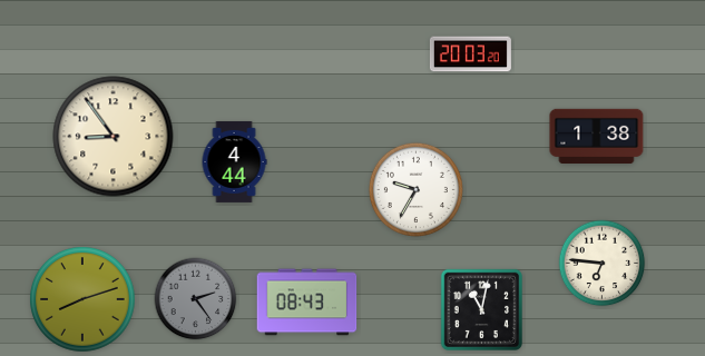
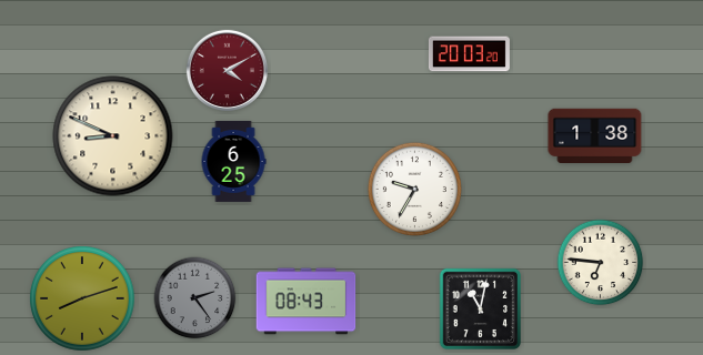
clock at (227, 70): none -> 4:10
clock at (114, 137): 8:54 -> 8:49
clock at (234, 161): 4:44 -> 6:25
